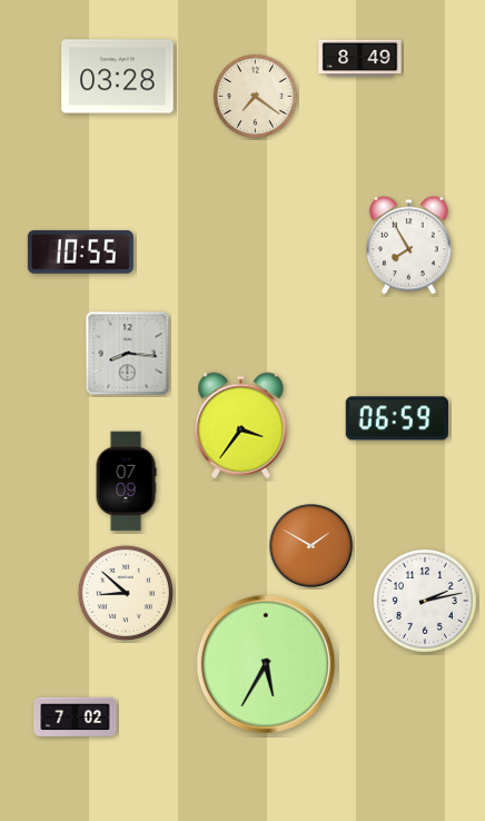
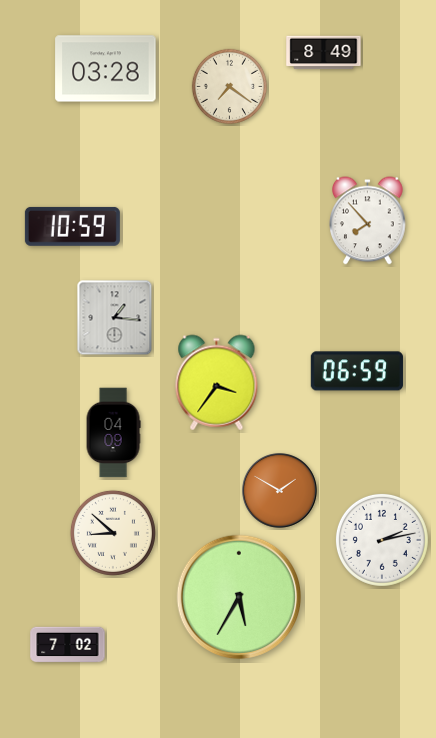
clock at (409, 246): 7:55 -> 7:53
clock at (80, 251): 10:55 -> 10:59
clock at (128, 354): 8:16 -> 1:16
clock at (397, 418) position: (397, 418) -> (357, 371)
clock at (126, 482): 07:09 -> 04:09
